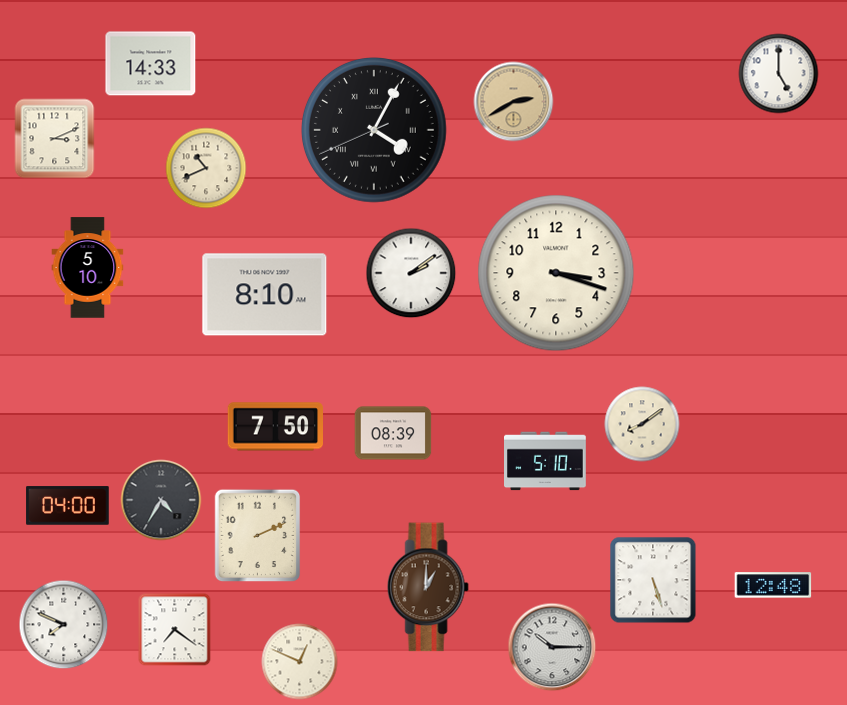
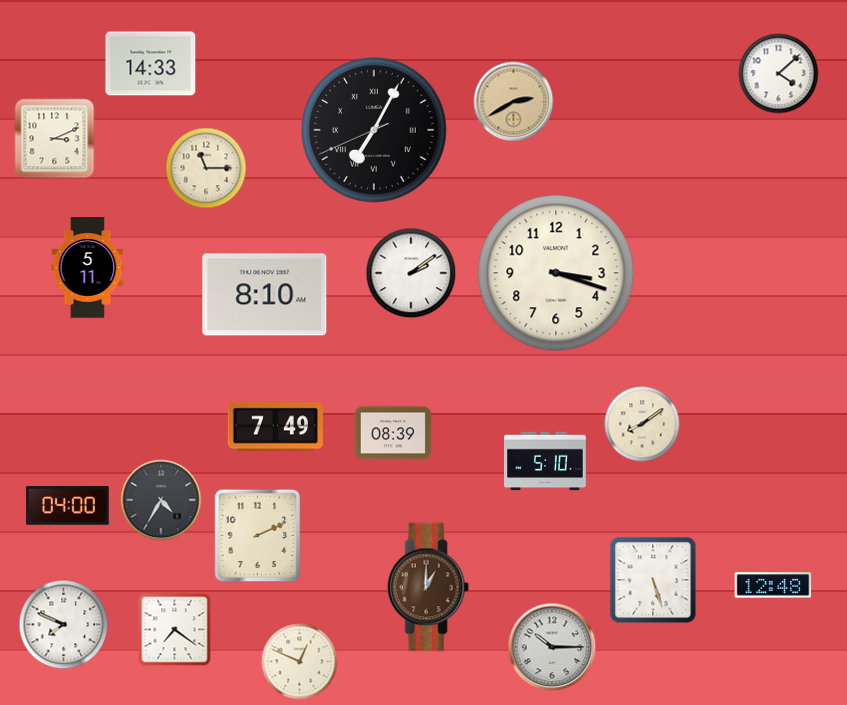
clock at (779, 74): 5:00 -> 4:08
clock at (375, 131): 4:04 -> 7:04
clock at (206, 168): 10:41 -> 11:15
clock at (88, 268): 5:10 -> 5:11
clock at (275, 427): 7:50 -> 7:49
